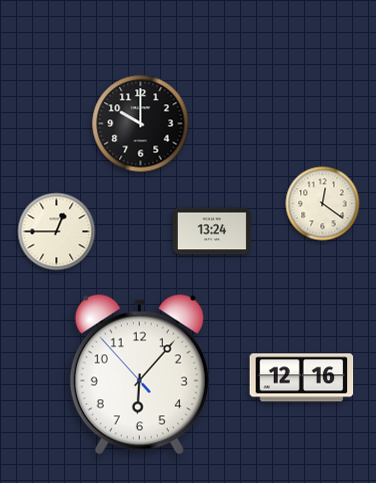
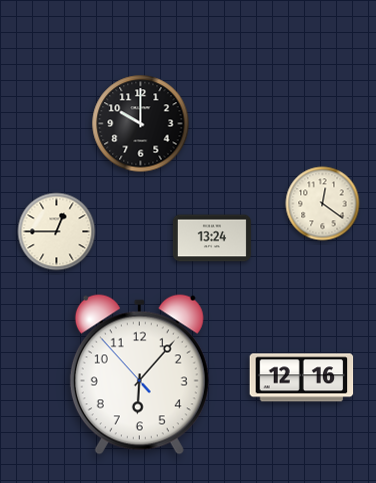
clock at (212, 231) position: (212, 231) -> (212, 238)
